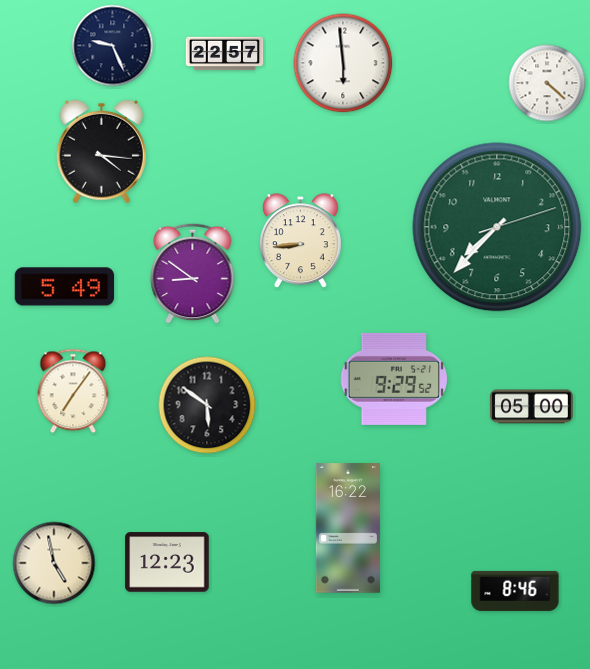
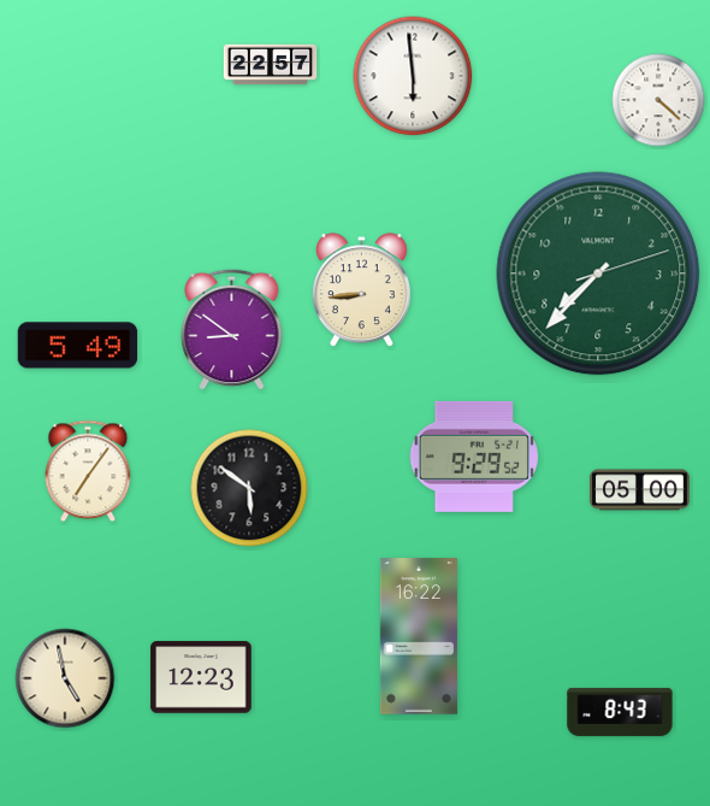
clock at (113, 46): 9:26 -> none
clock at (101, 152): 4:16 -> none
clock at (515, 591): 8:46 -> 8:43
